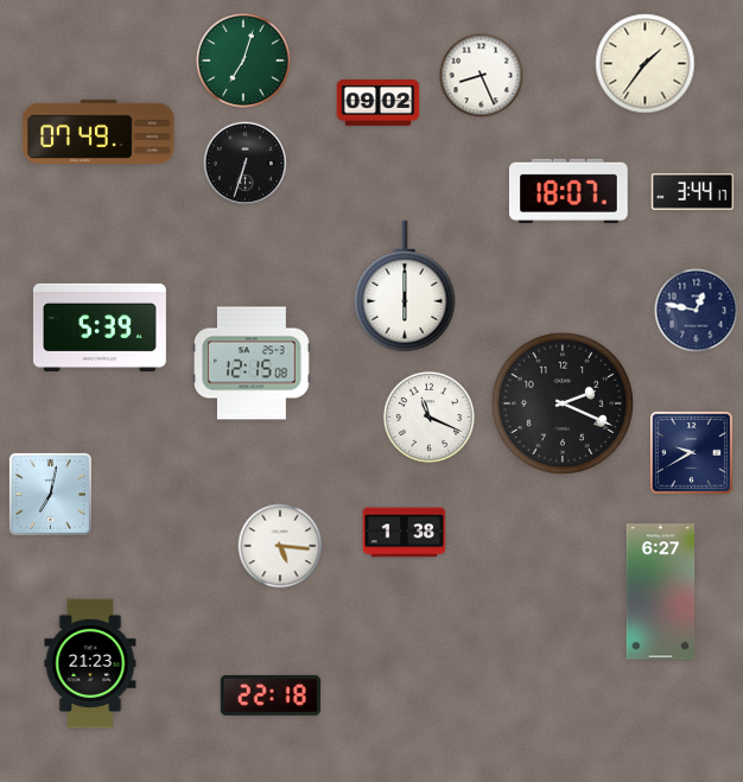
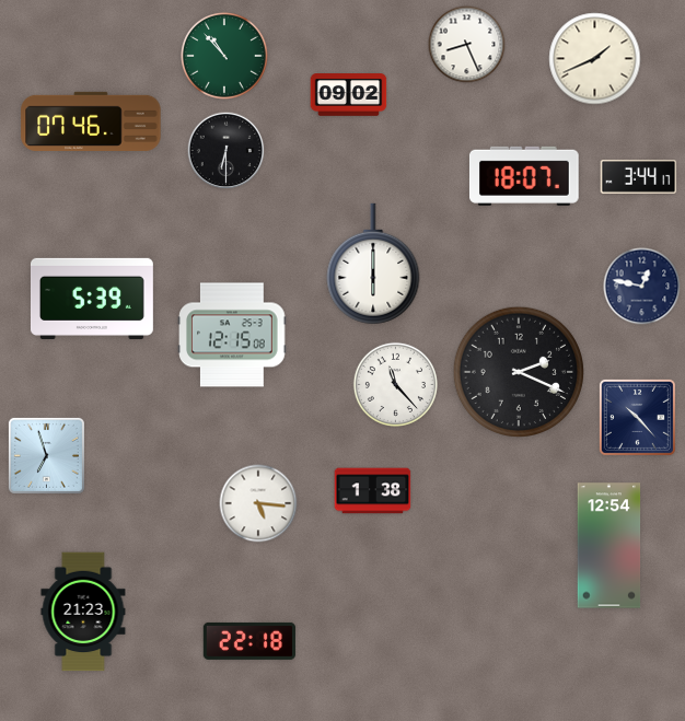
clock at (245, 62): 7:03 -> 10:53
clock at (646, 64): 1:36 -> 1:41
clock at (482, 76) position: (482, 76) -> (467, 45)
clock at (99, 132): 07:49 -> 07:46
clock at (246, 164): 6:33 -> 6:30
clock at (100, 328) position: (100, 328) -> (92, 299)
clock at (428, 417): 11:19 -> 11:23
clock at (691, 452): 9:40 -> 10:23
clock at (50, 494): 7:02 -> 6:57
clock at (661, 592): 6:27 -> 12:54
